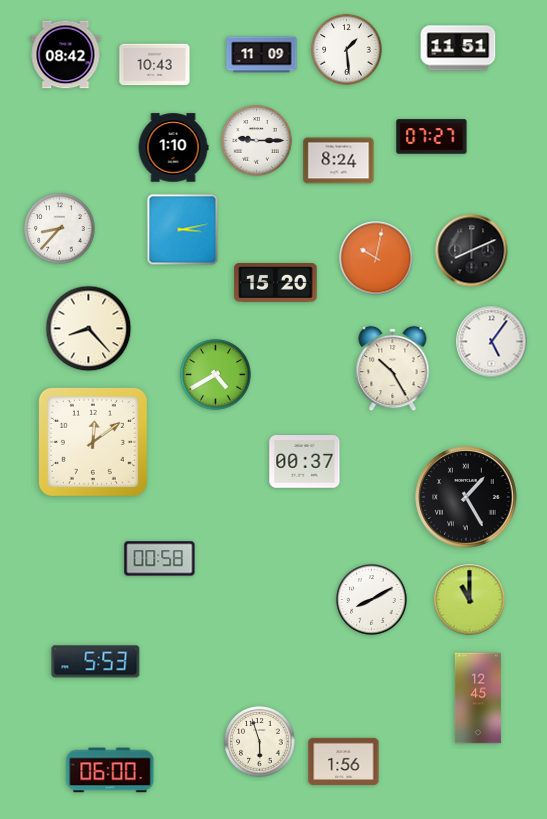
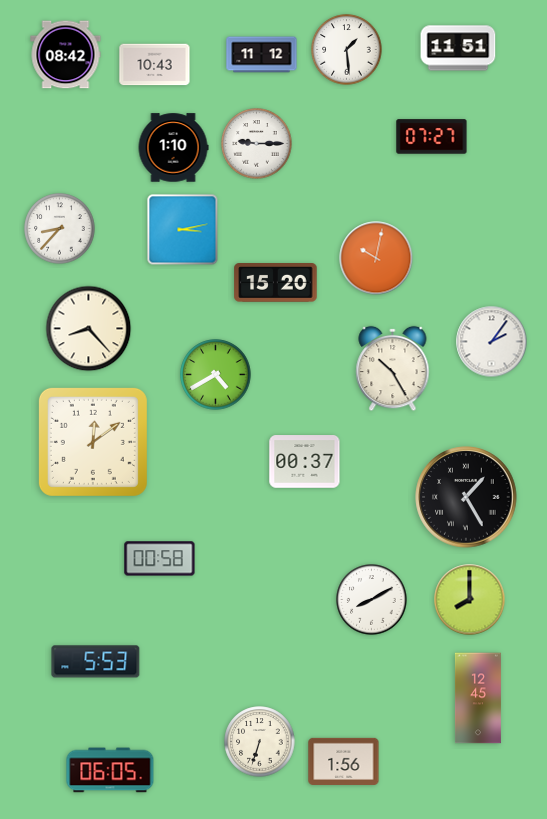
clock at (262, 55): 11:09 -> 11:12
clock at (257, 141) position: (257, 141) -> (257, 144)
clock at (339, 161): 8:24 -> none
clock at (472, 251): 8:11 -> none
clock at (492, 342): 5:06 -> 2:06
clock at (470, 600): 11:00 -> 8:00
clock at (260, 742): 5:57 -> 6:33
clock at (110, 770): 06:00 -> 06:05
